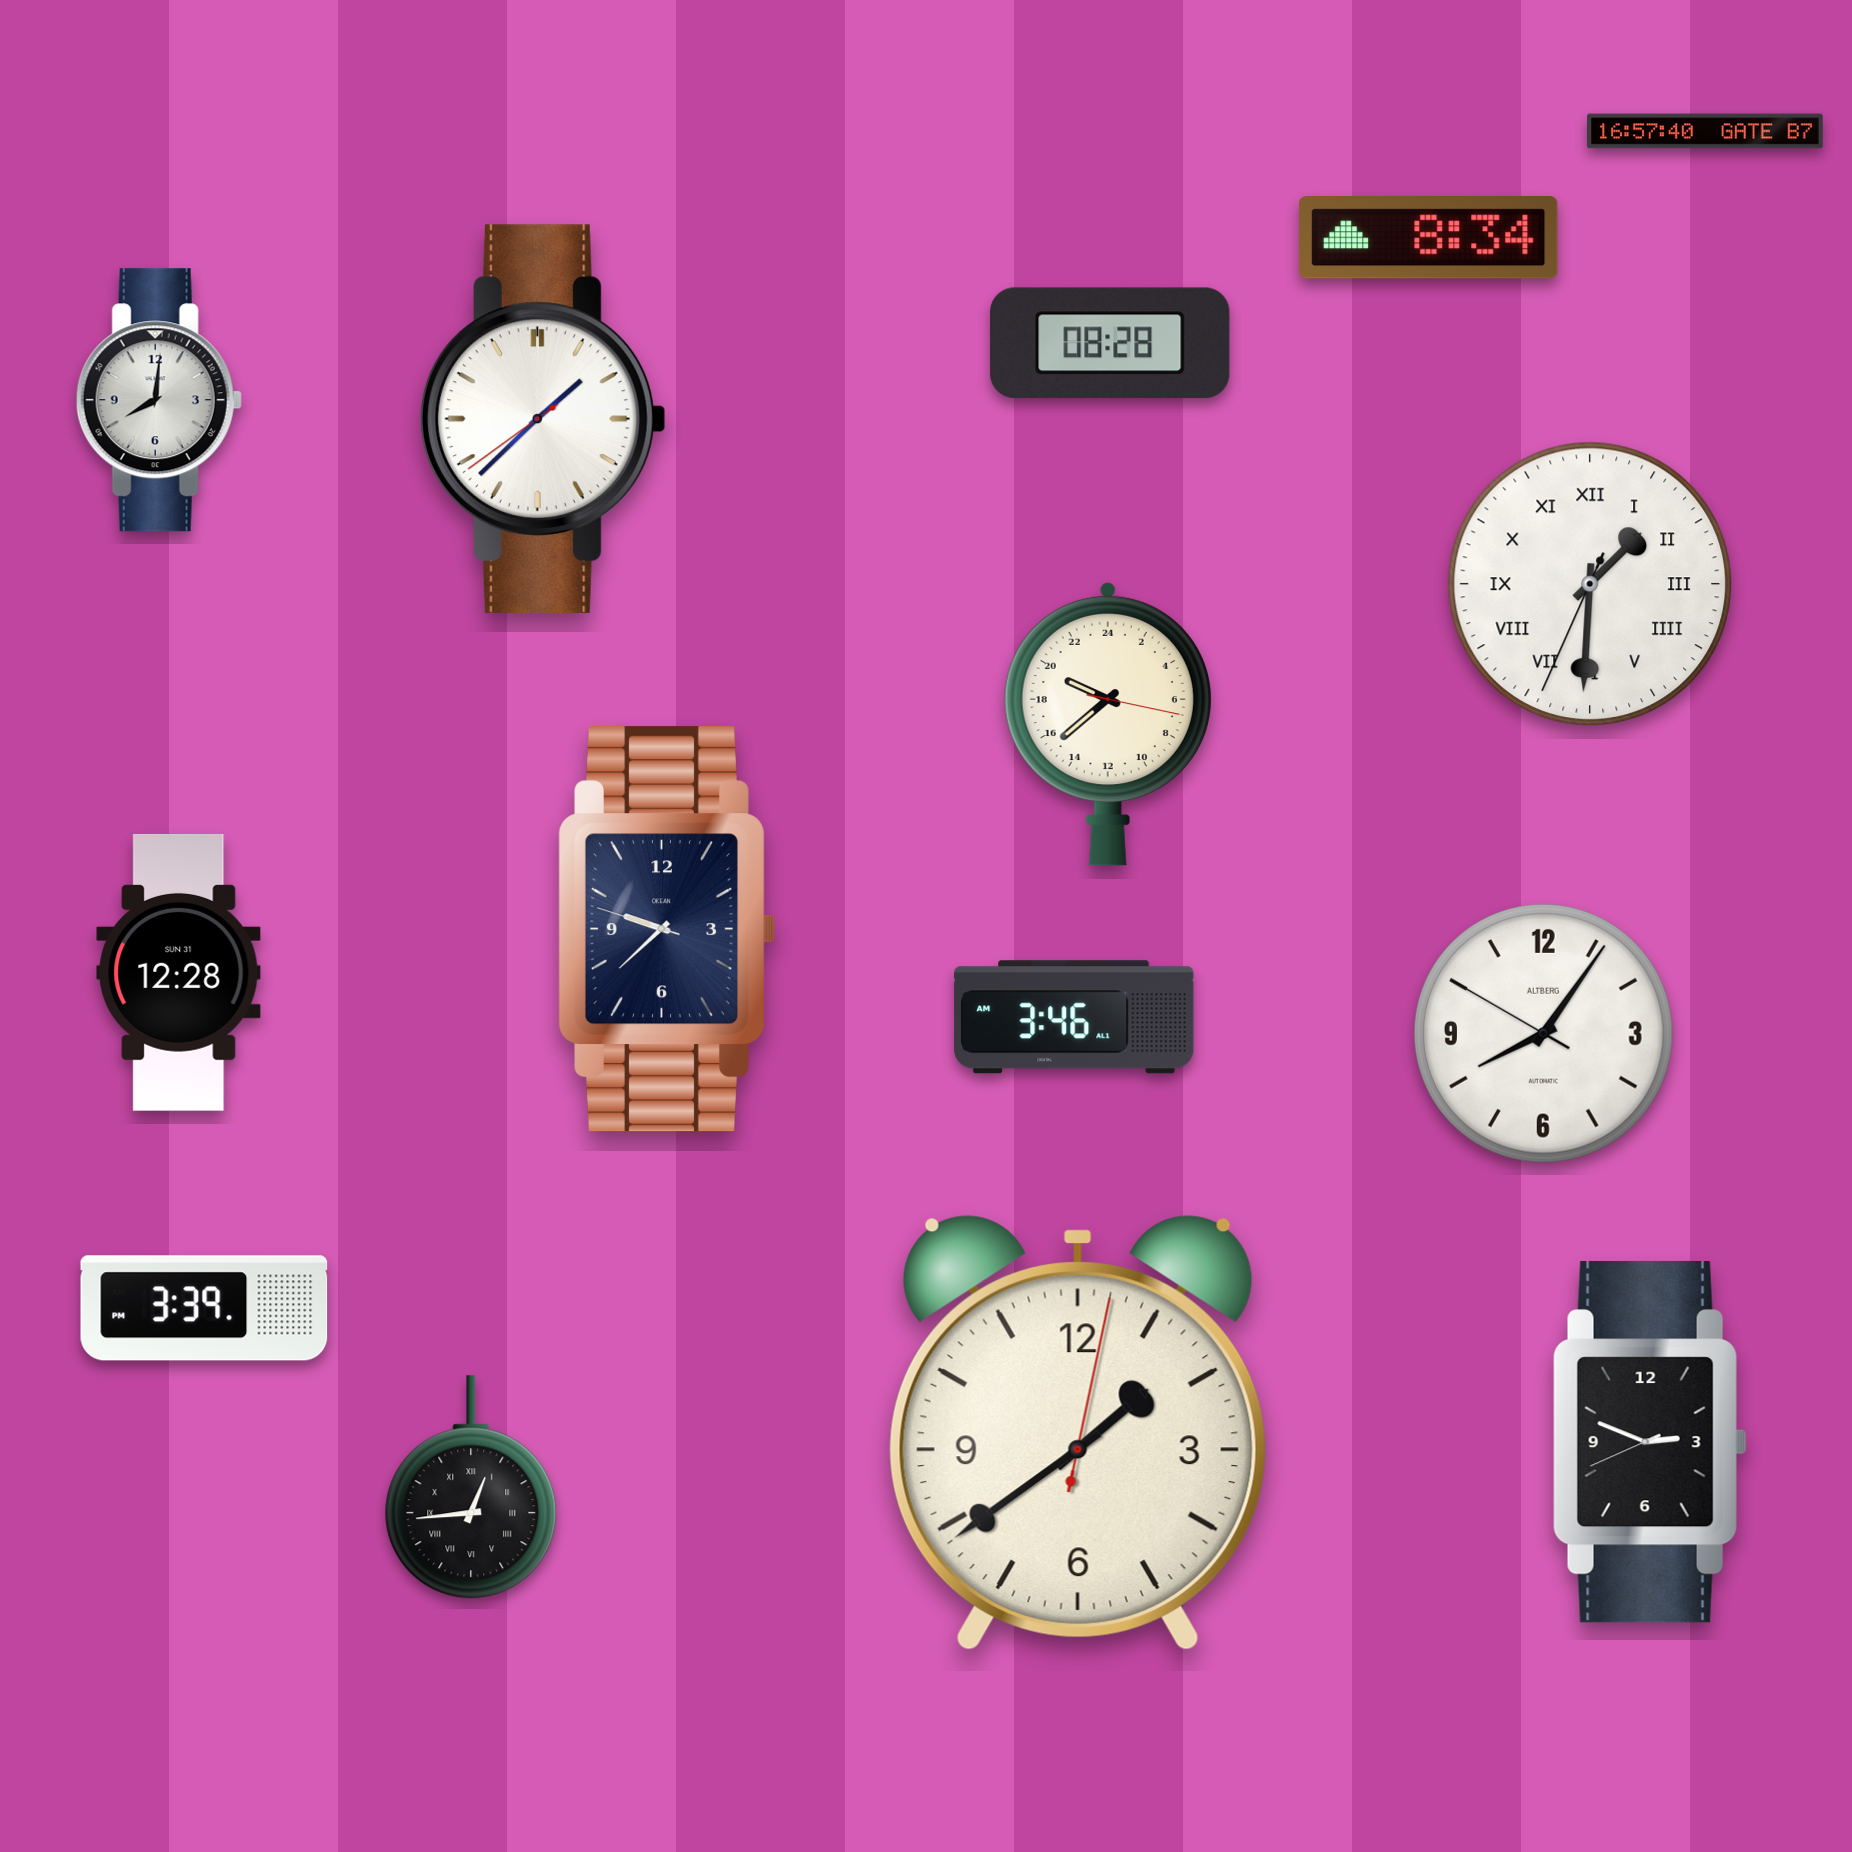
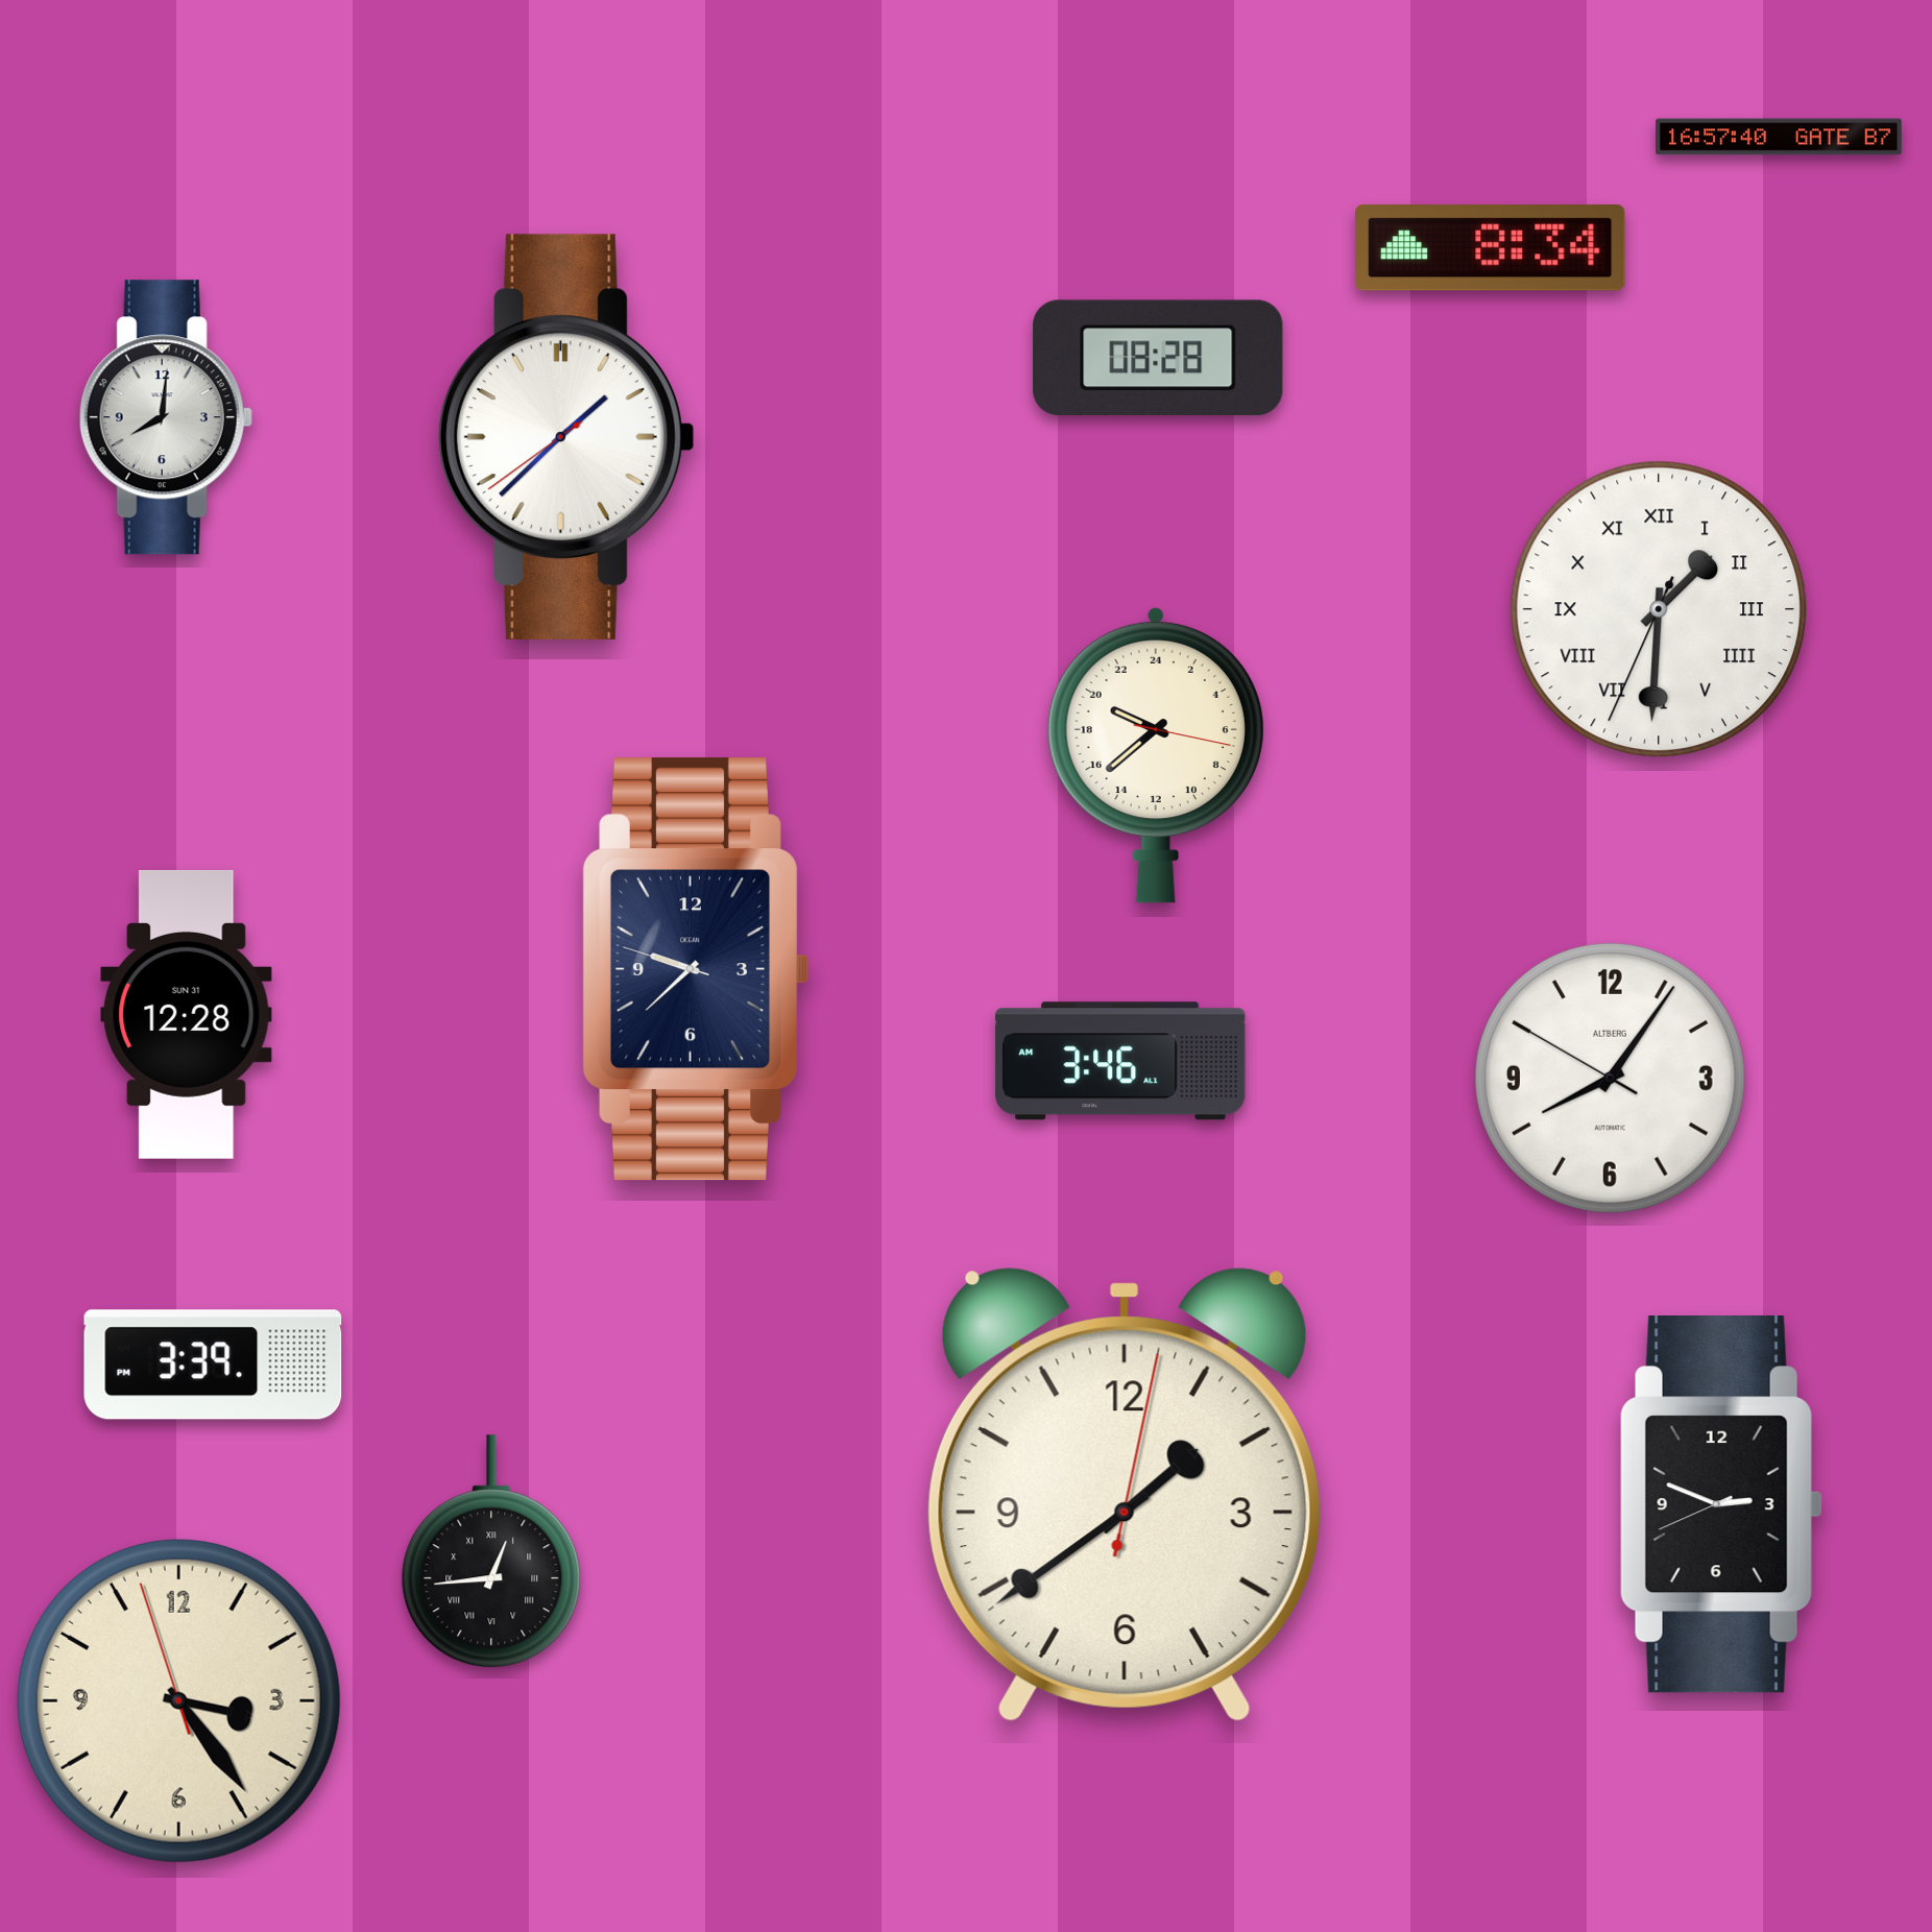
clock at (178, 1700): none -> 3:23
